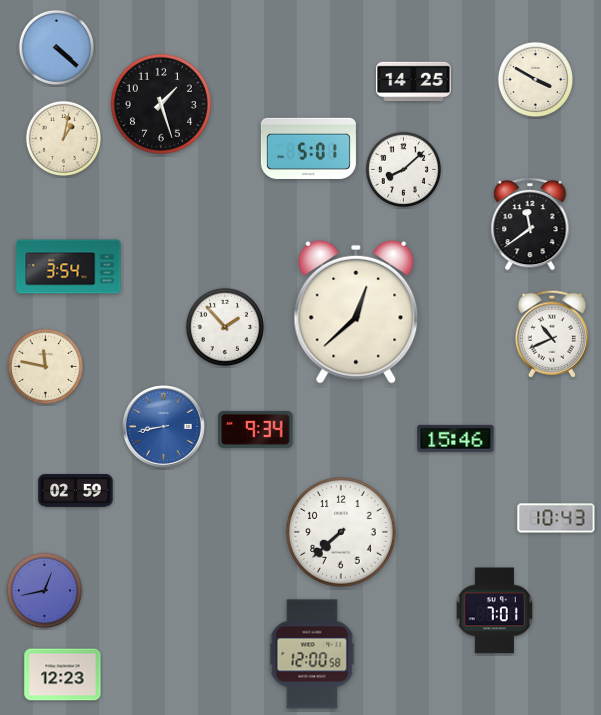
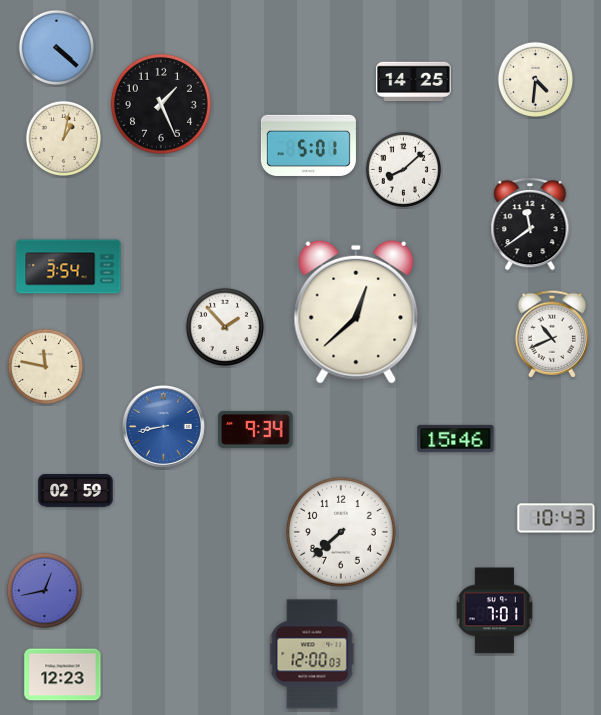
clock at (535, 79): 3:50 -> 4:31
clock at (161, 104): 1:27 -> 1:26
clock at (308, 148) position: (308, 148) -> (308, 145)
clock at (312, 654): 12:00:58 -> 12:00:03
